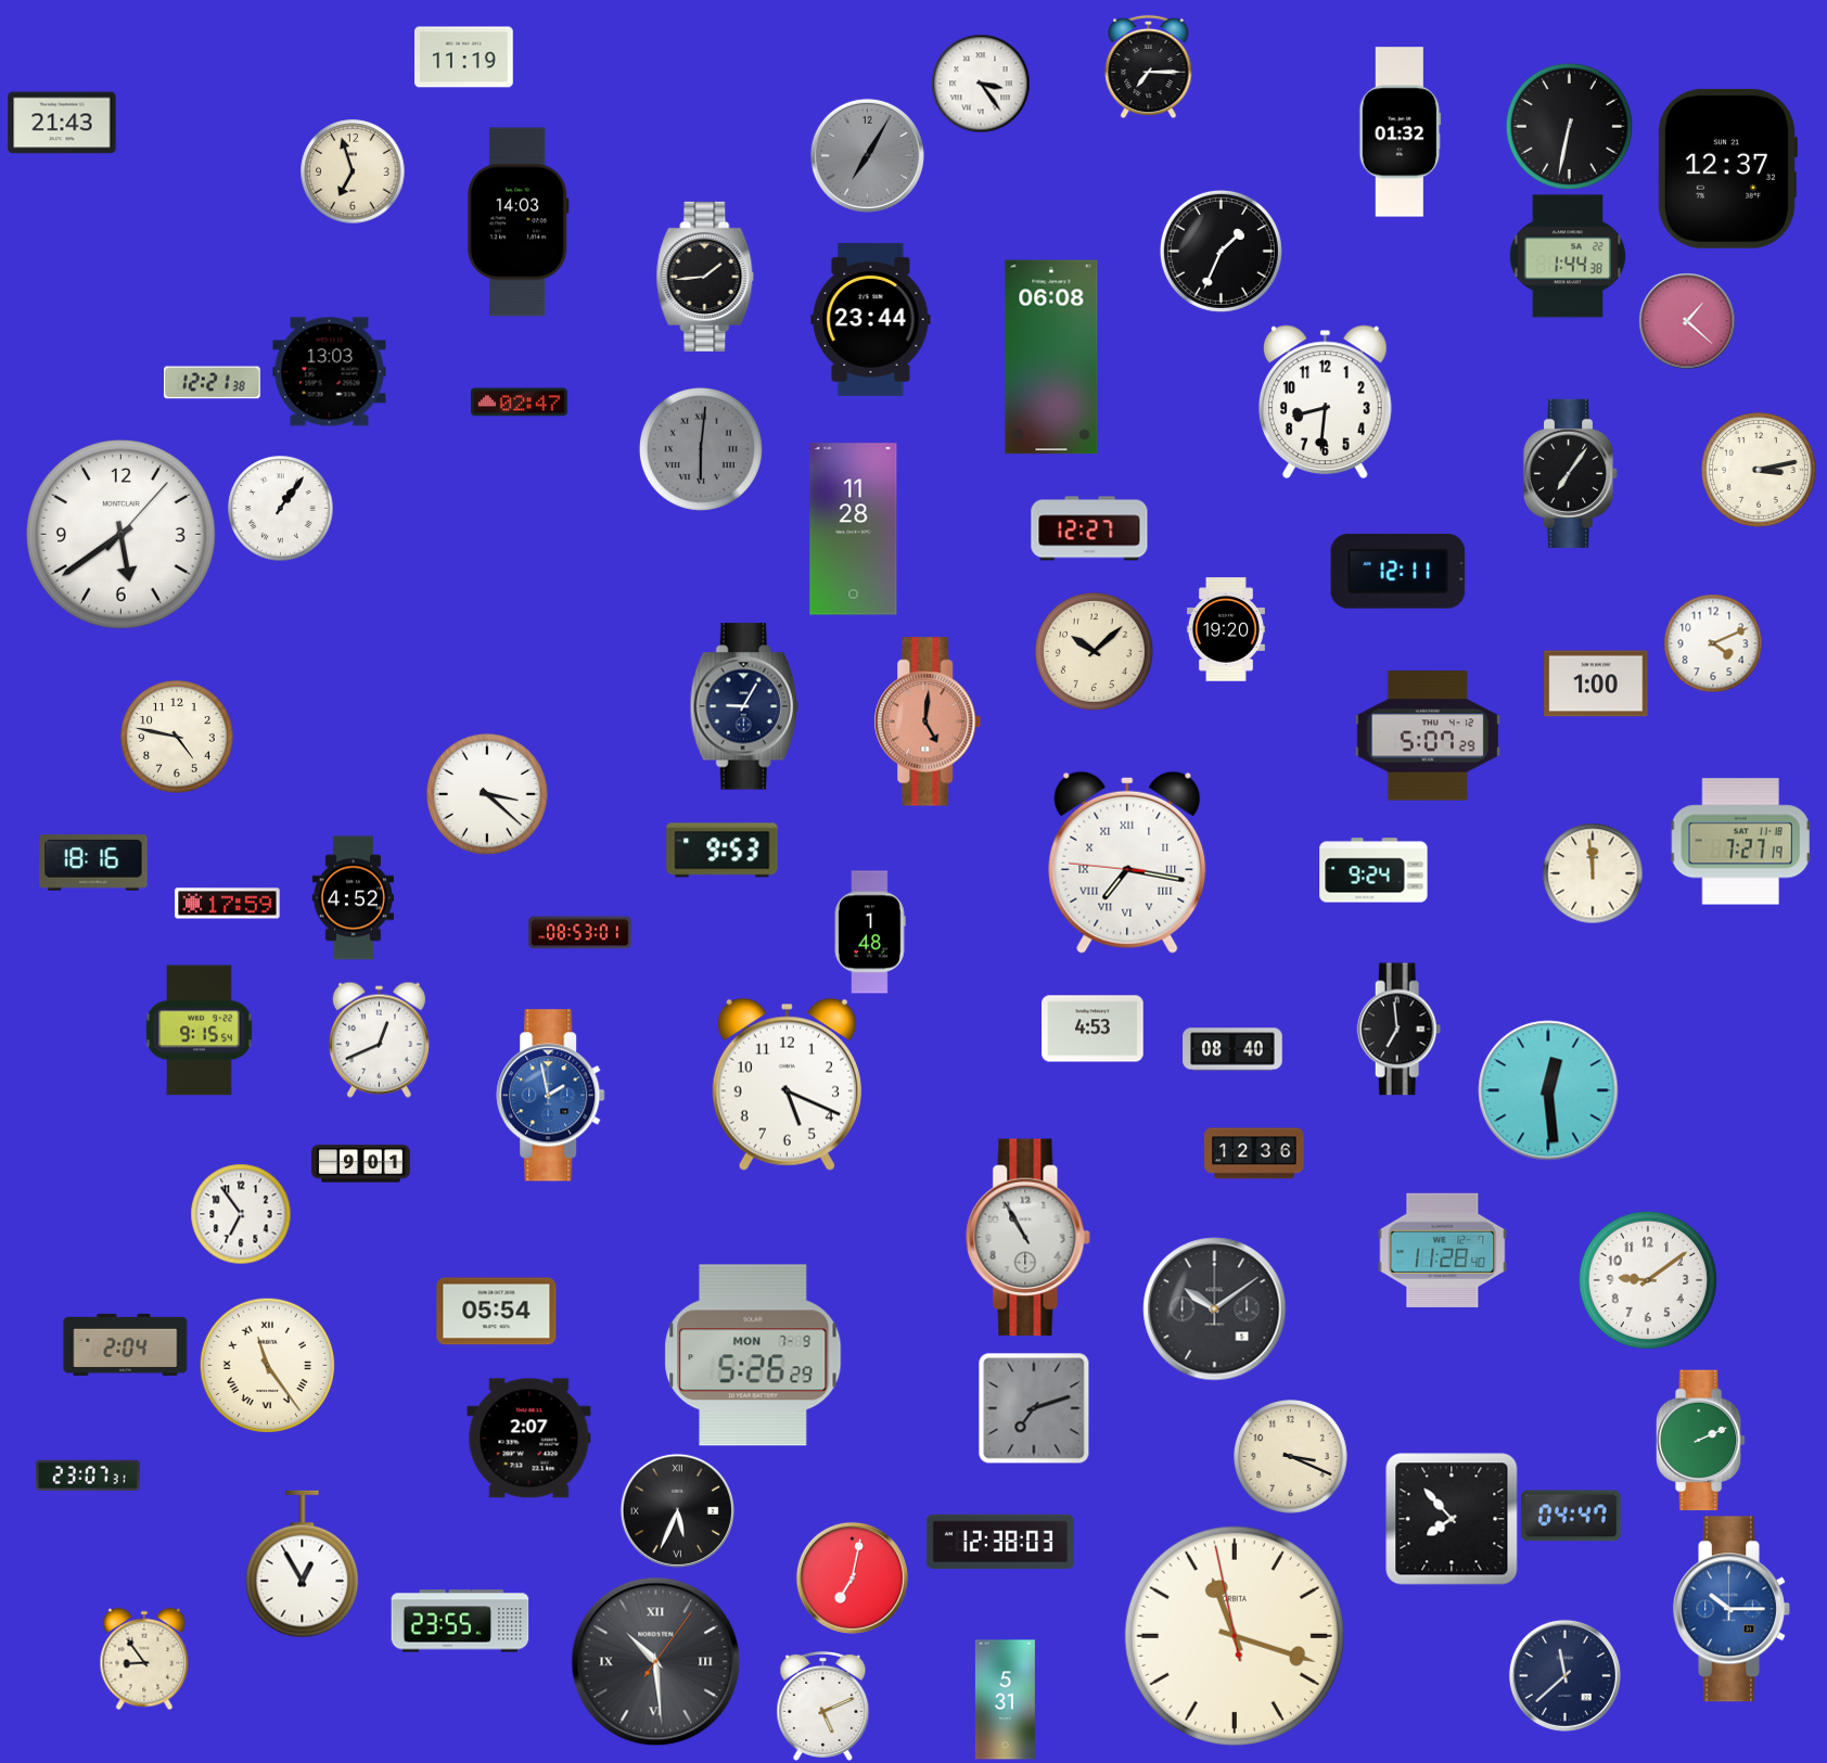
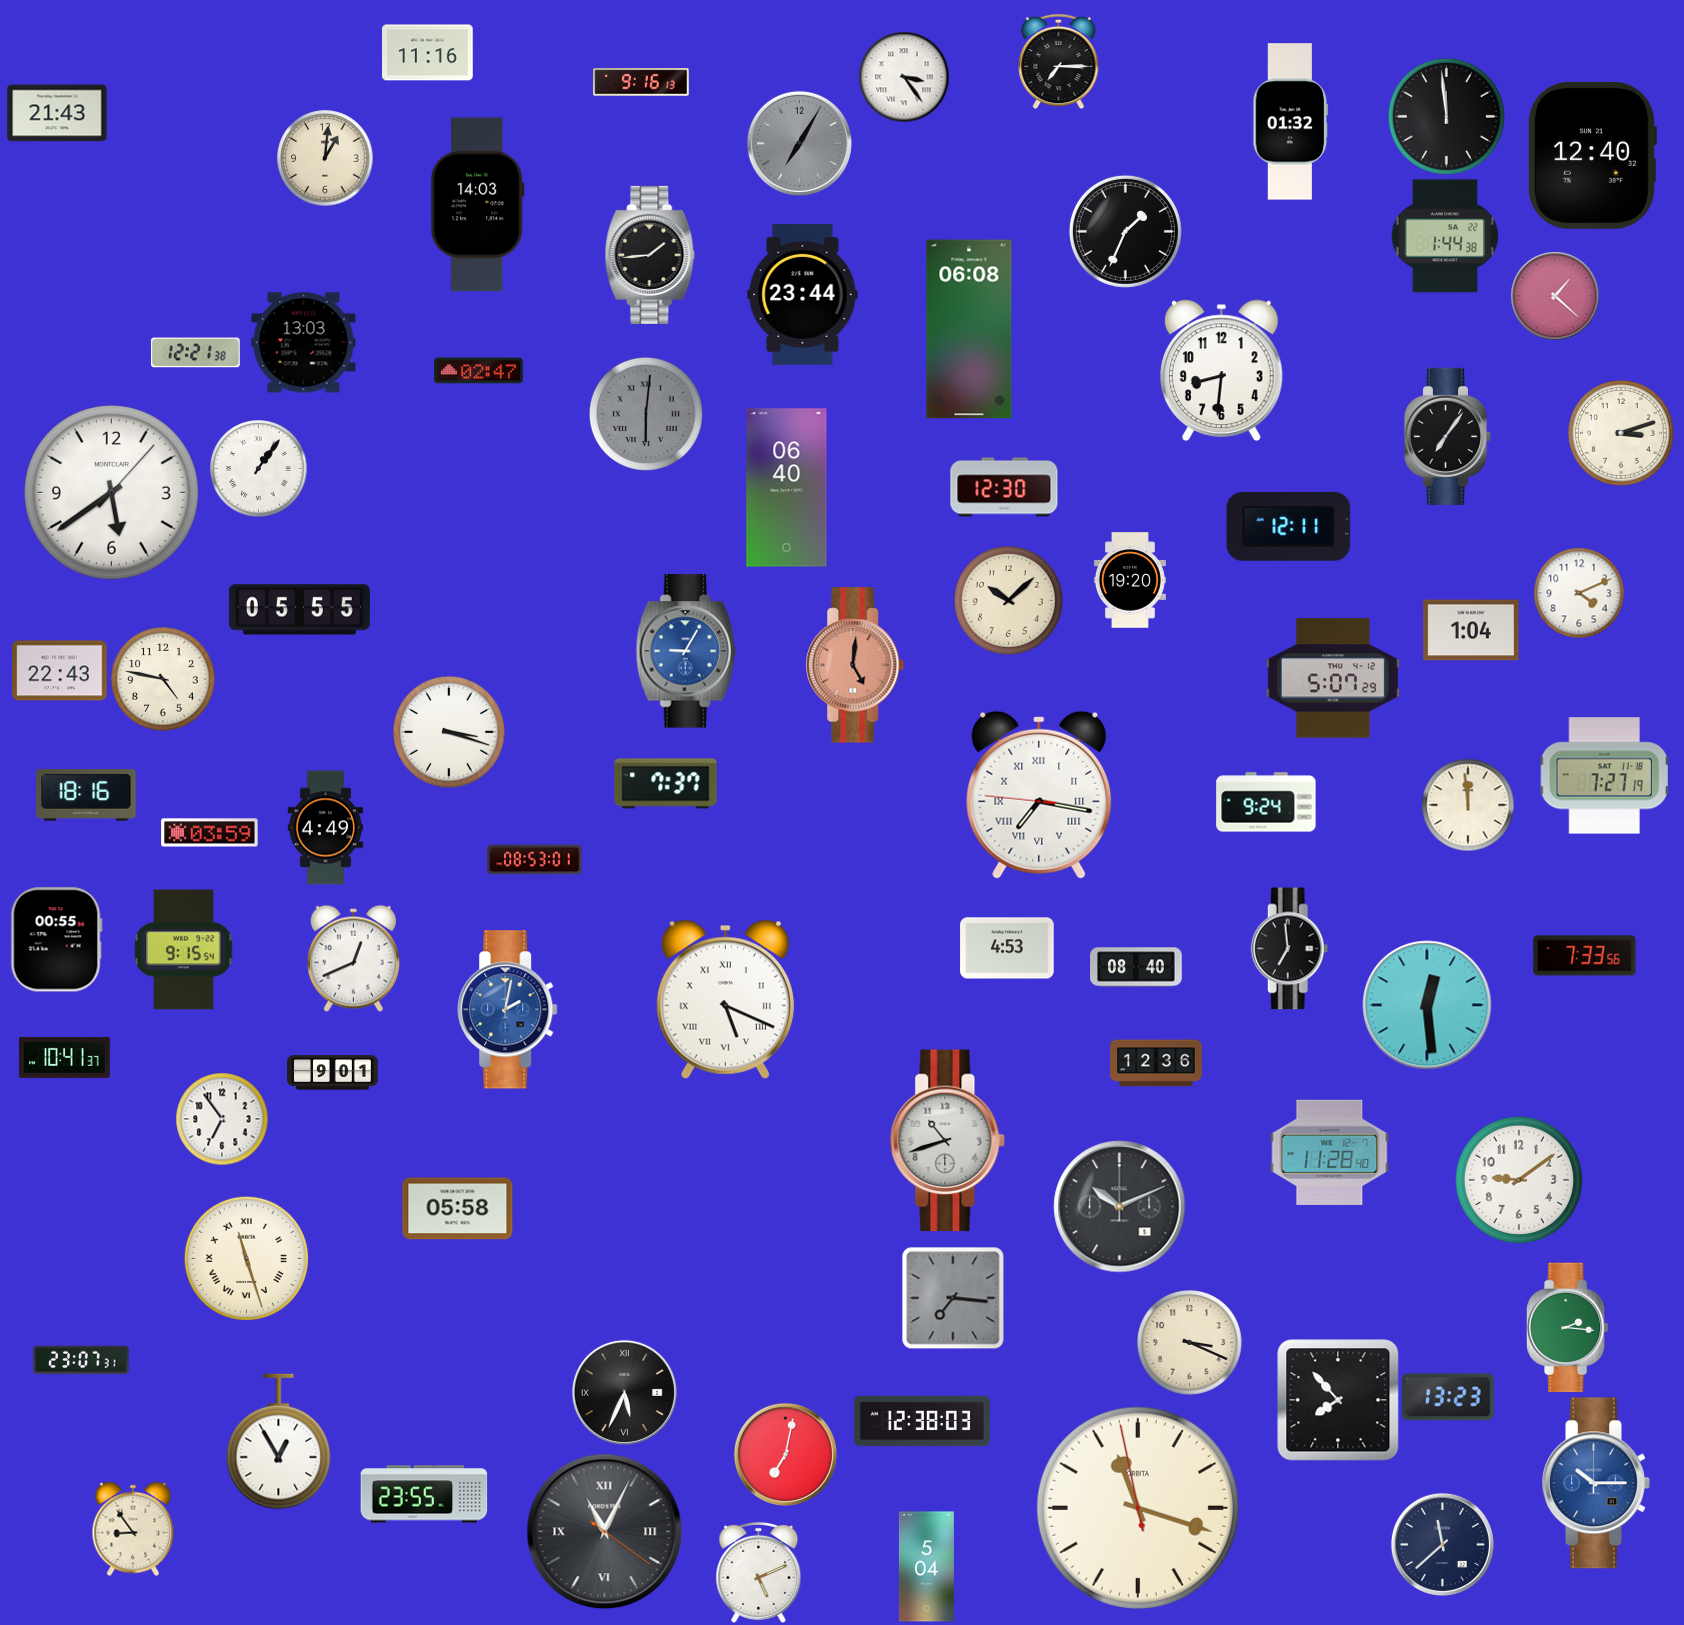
clock at (464, 58): 11:19 -> 11:16
clock at (641, 82): none -> 9:16
clock at (1569, 126): 6:32 -> 11:59
clock at (1727, 168): 12:37 -> 12:40
clock at (353, 171): 6:57 -> 1:01
clock at (1760, 471): 3:13 -> 3:12
clock at (1089, 528): 12:27 -> 12:30
clock at (854, 529): 11:28 -> 06:40
clock at (299, 610): none -> 05:55
clock at (1596, 684): 1:00 -> 1:04
clock at (744, 706) dial: navy -> blue
clock at (60, 671): none -> 22:43
clock at (1428, 736) position: (1428, 736) -> (1333, 678)
clock at (487, 794): 3:22 -> 3:18
clock at (723, 851): 9:53 -> 7:37
clock at (353, 898): 4:52 -> 4:49
clock at (228, 904): 17:59 -> 03:59
clock at (870, 932): 1:48 -> none
clock at (56, 940): none -> 00:55
clock at (1585, 956): none -> 7:33
clock at (379, 1039) position: (379, 1039) -> (353, 958)
clock at (787, 1084) numerals: Arabic -> Roman
clock at (551, 1096): 1:58 -> 2:02
clock at (65, 1057): none -> 10:41
clock at (1029, 1238): 10:55 -> 10:42
clock at (1215, 1310): 10:09 -> 10:11
clock at (497, 1312): 05:54 -> 05:58
clock at (126, 1344): 2:04 -> none
clock at (753, 1355): 5:26 -> none
clock at (267, 1365): 11:24 -> 11:27
clock at (1034, 1408): 7:12 -> 7:16
clock at (529, 1439): 2:07 -> none
clock at (1701, 1441): 2:11 -> 2:16
clock at (1572, 1516): 04:47 -> 13:23
clock at (656, 1662): 10:29 -> 11:04
clock at (1005, 1700): 5:31 -> 5:04
